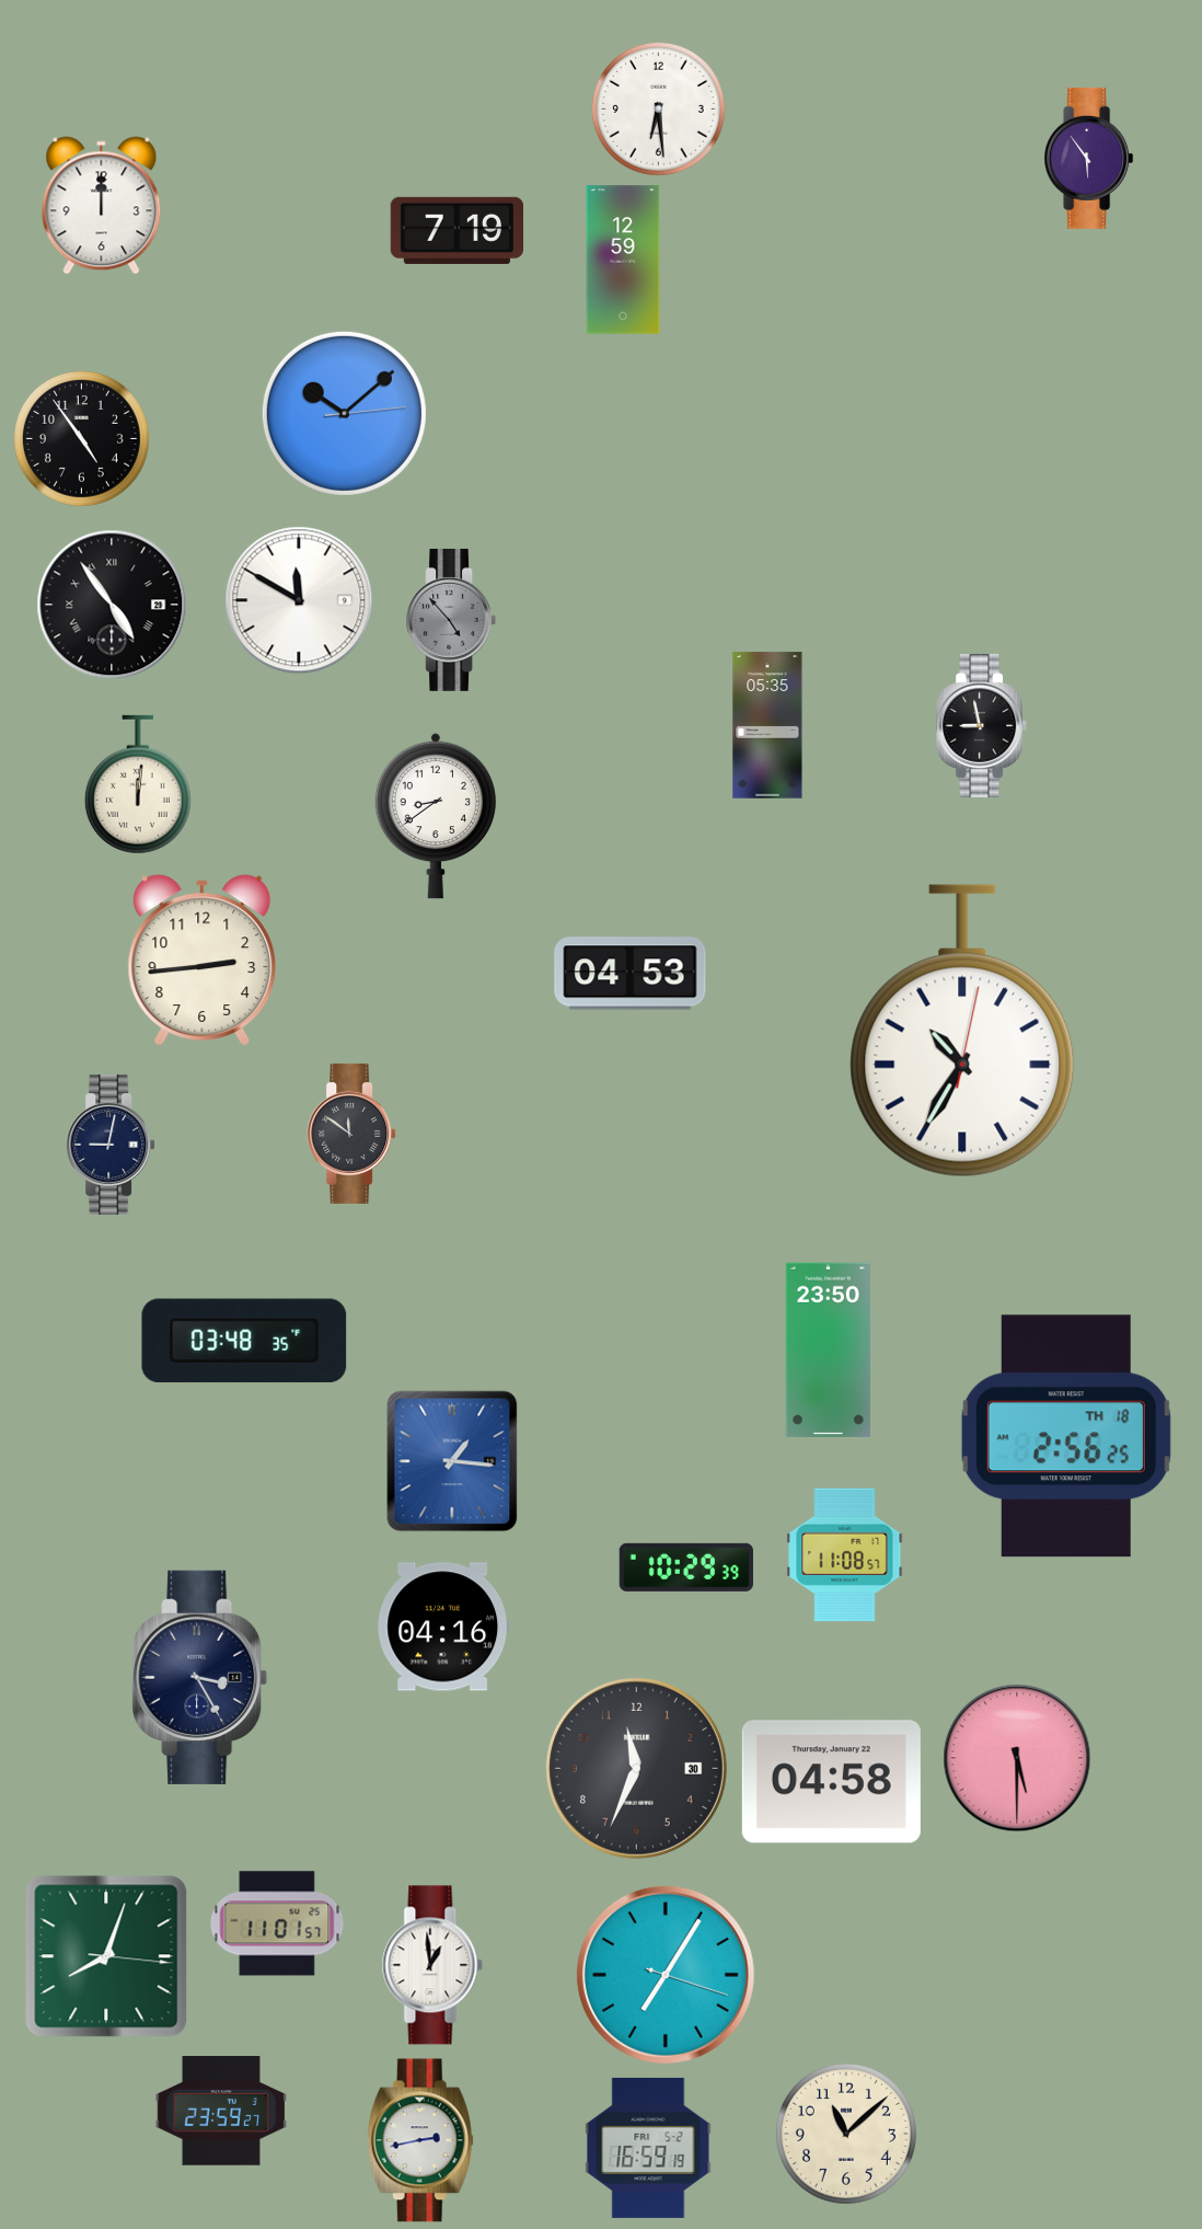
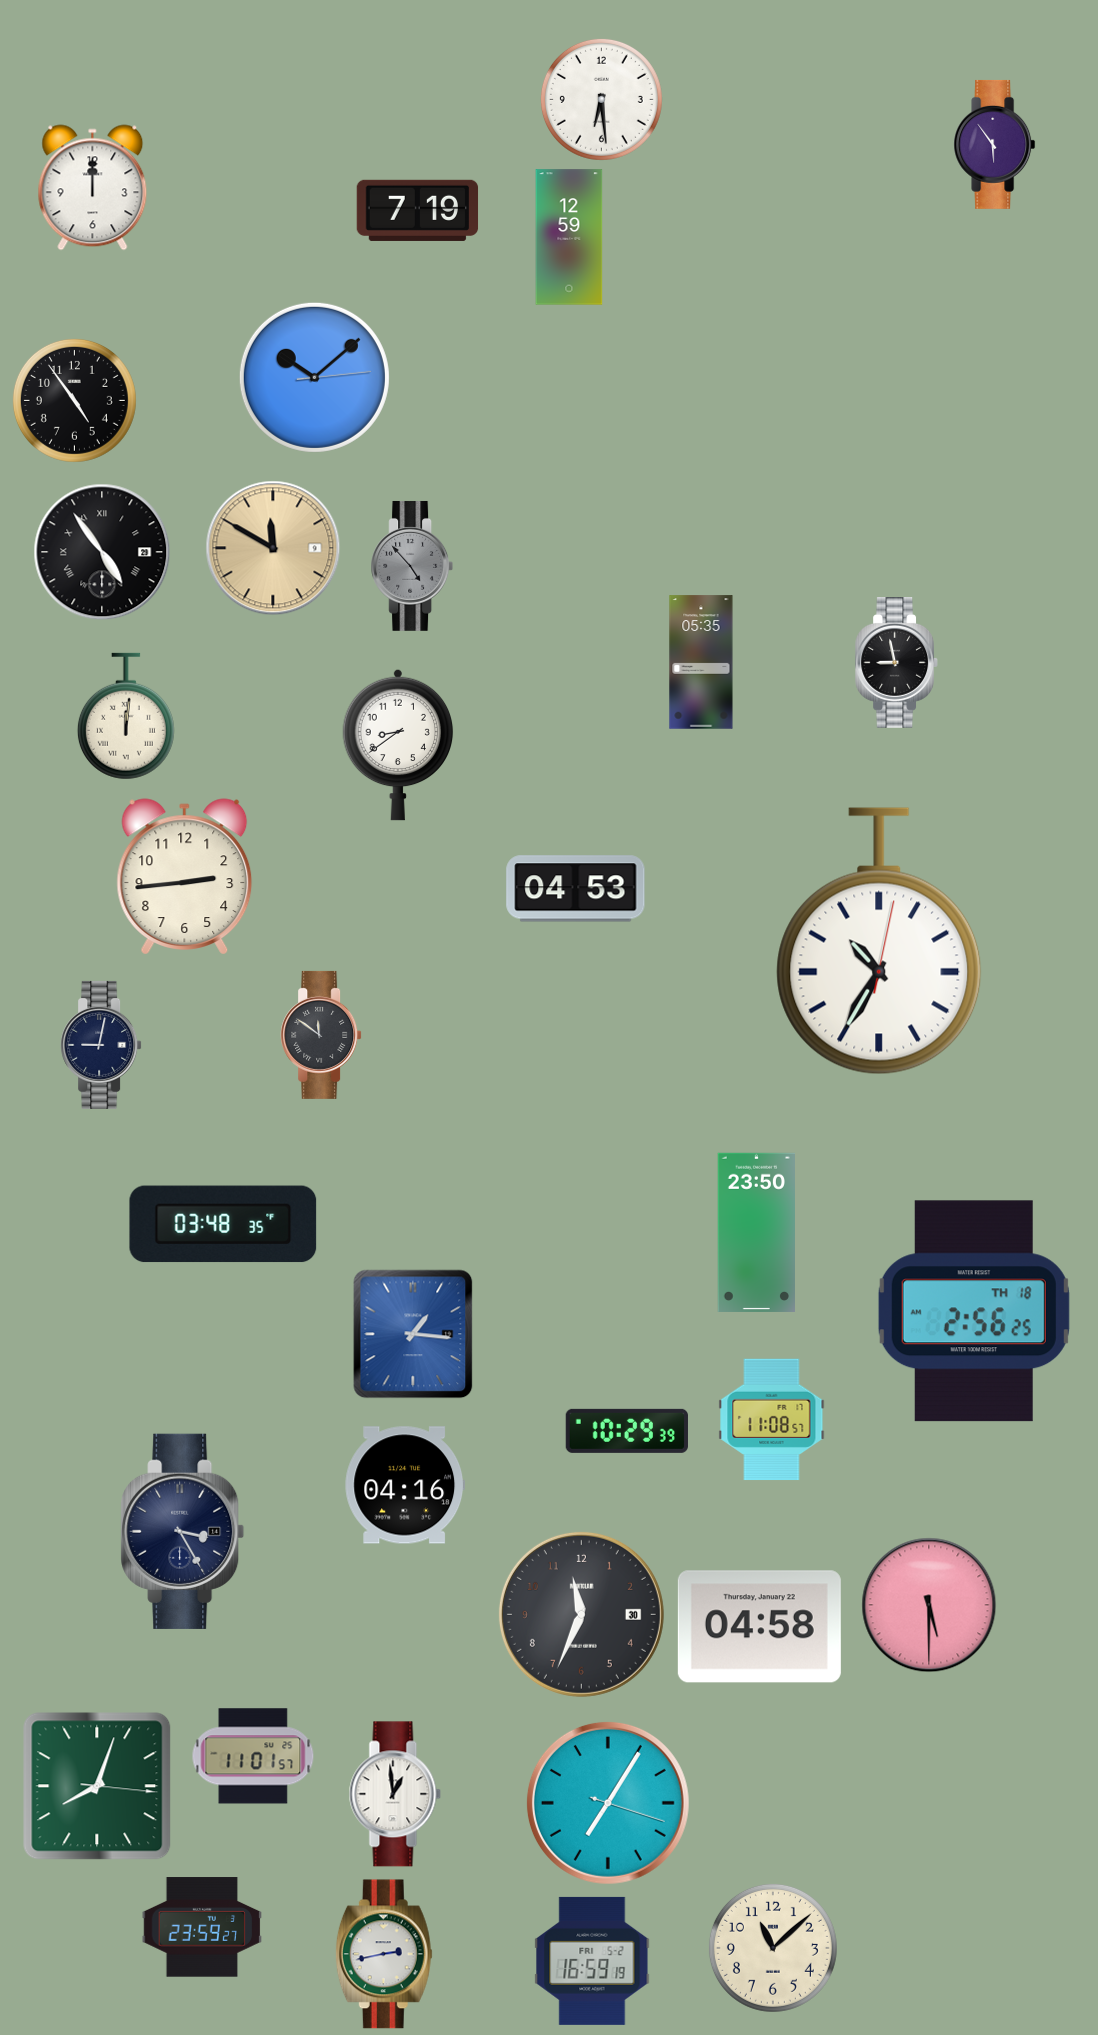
clock at (299, 600) dial: white -> champagne
